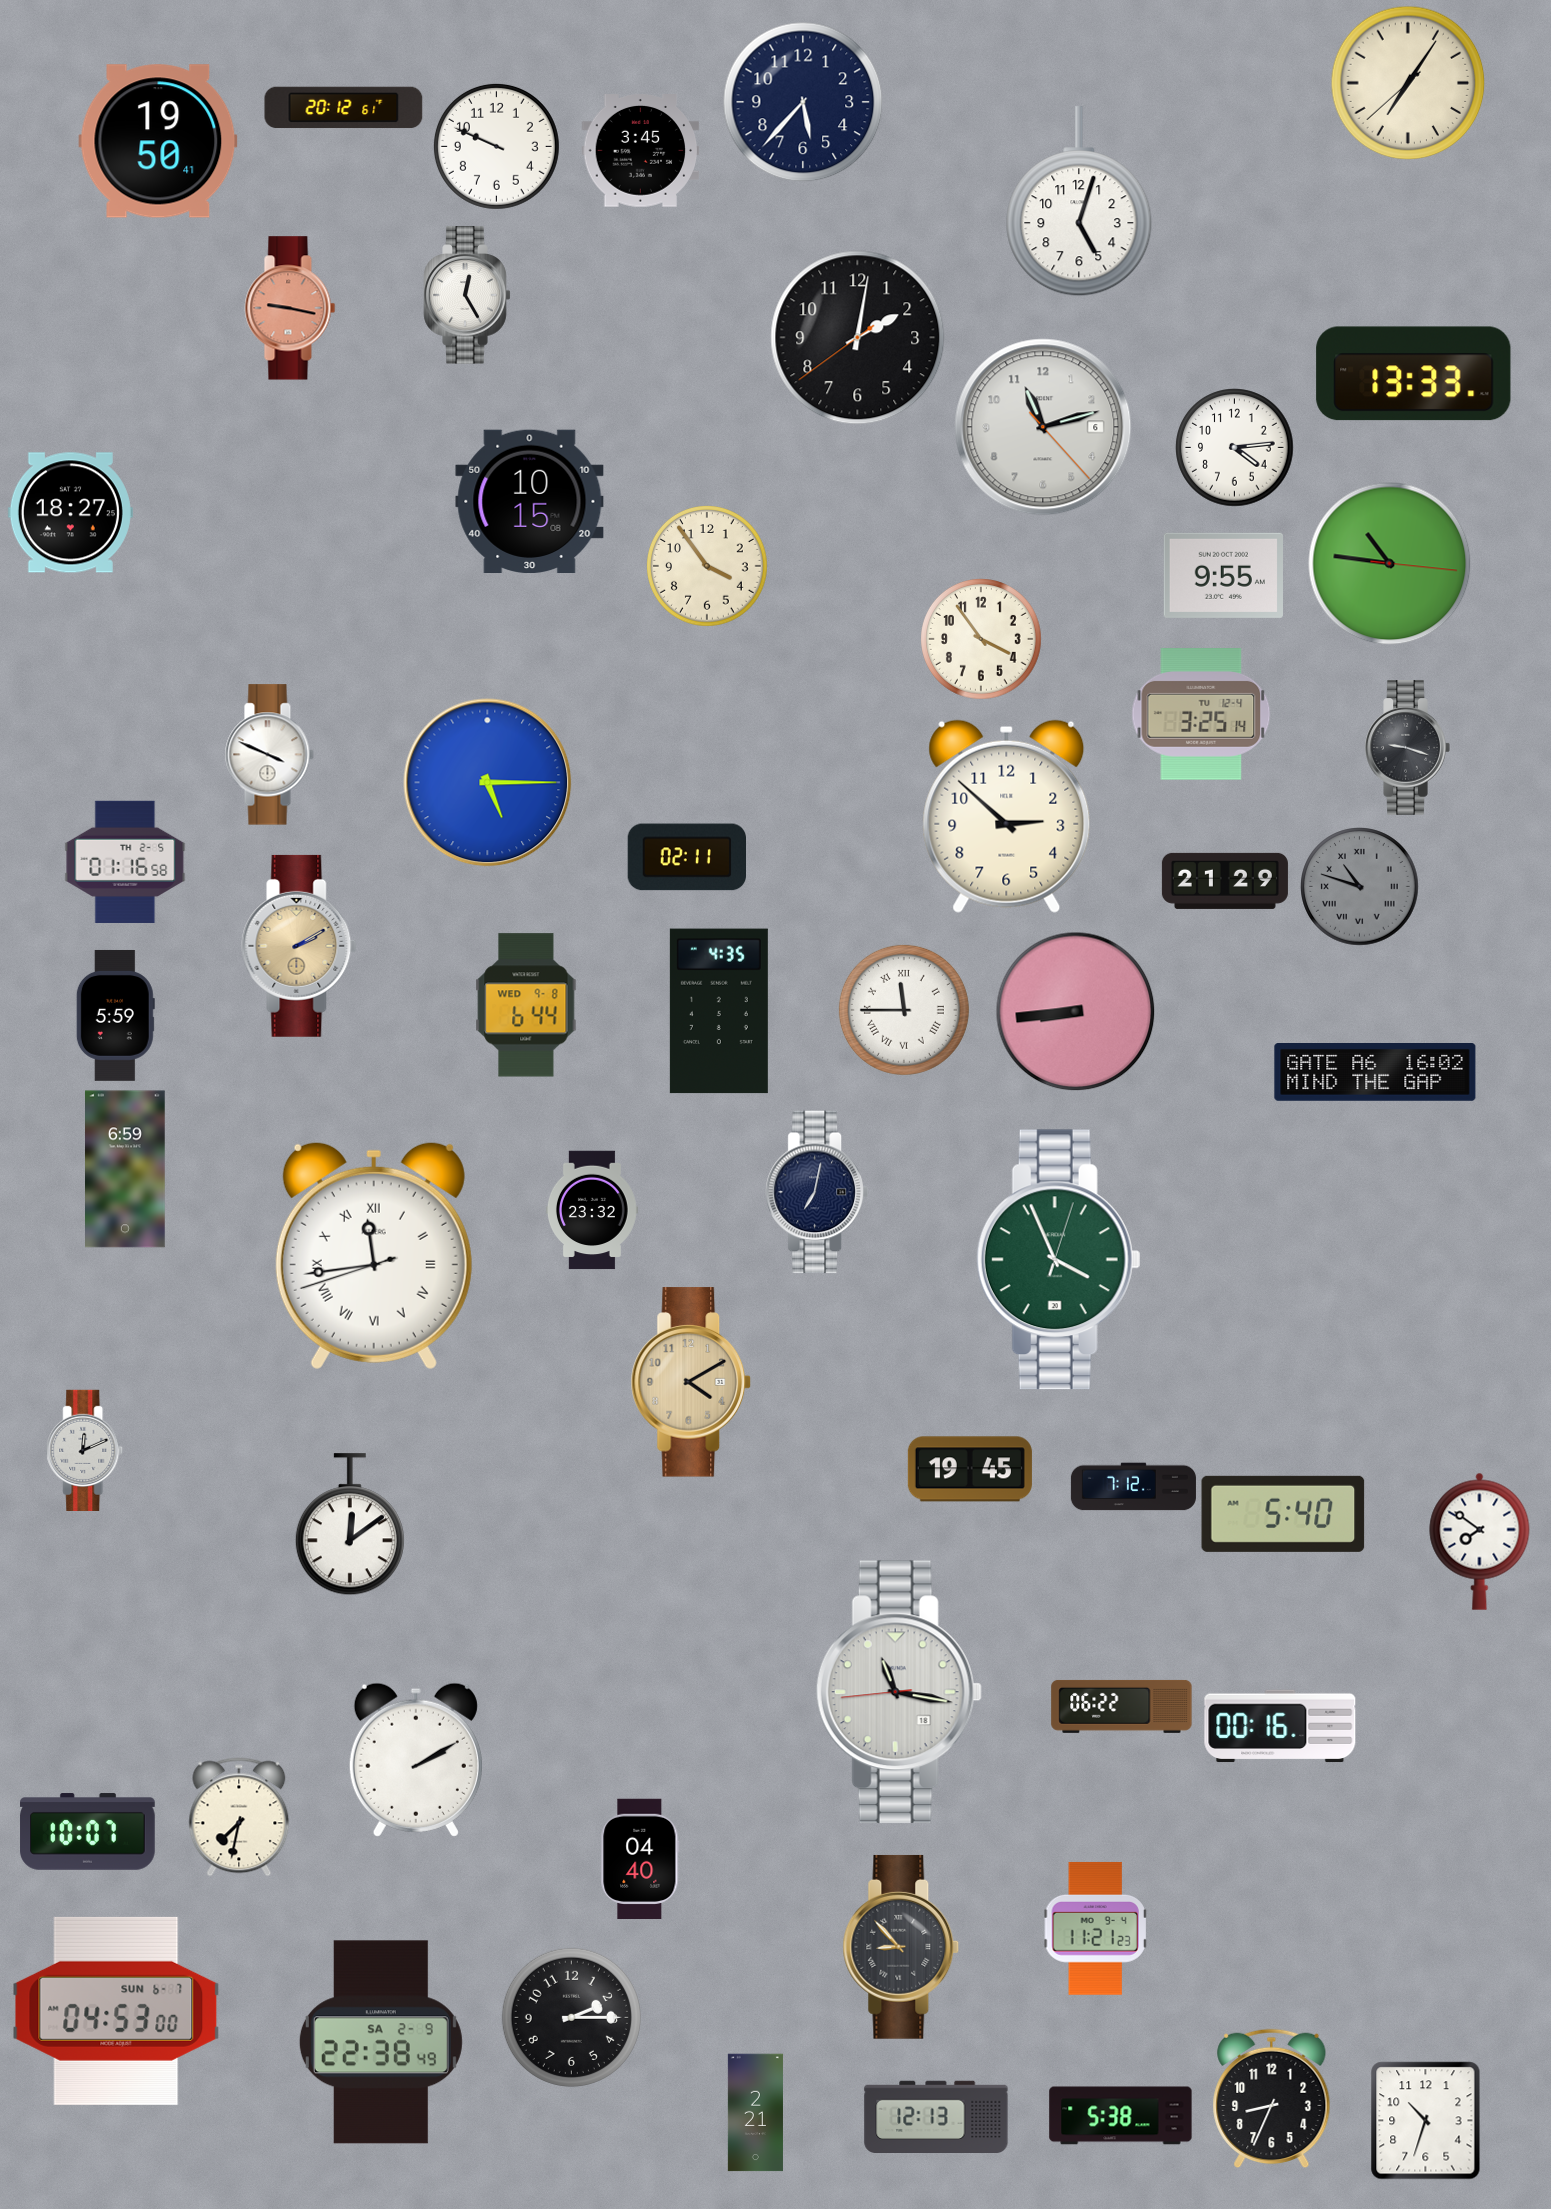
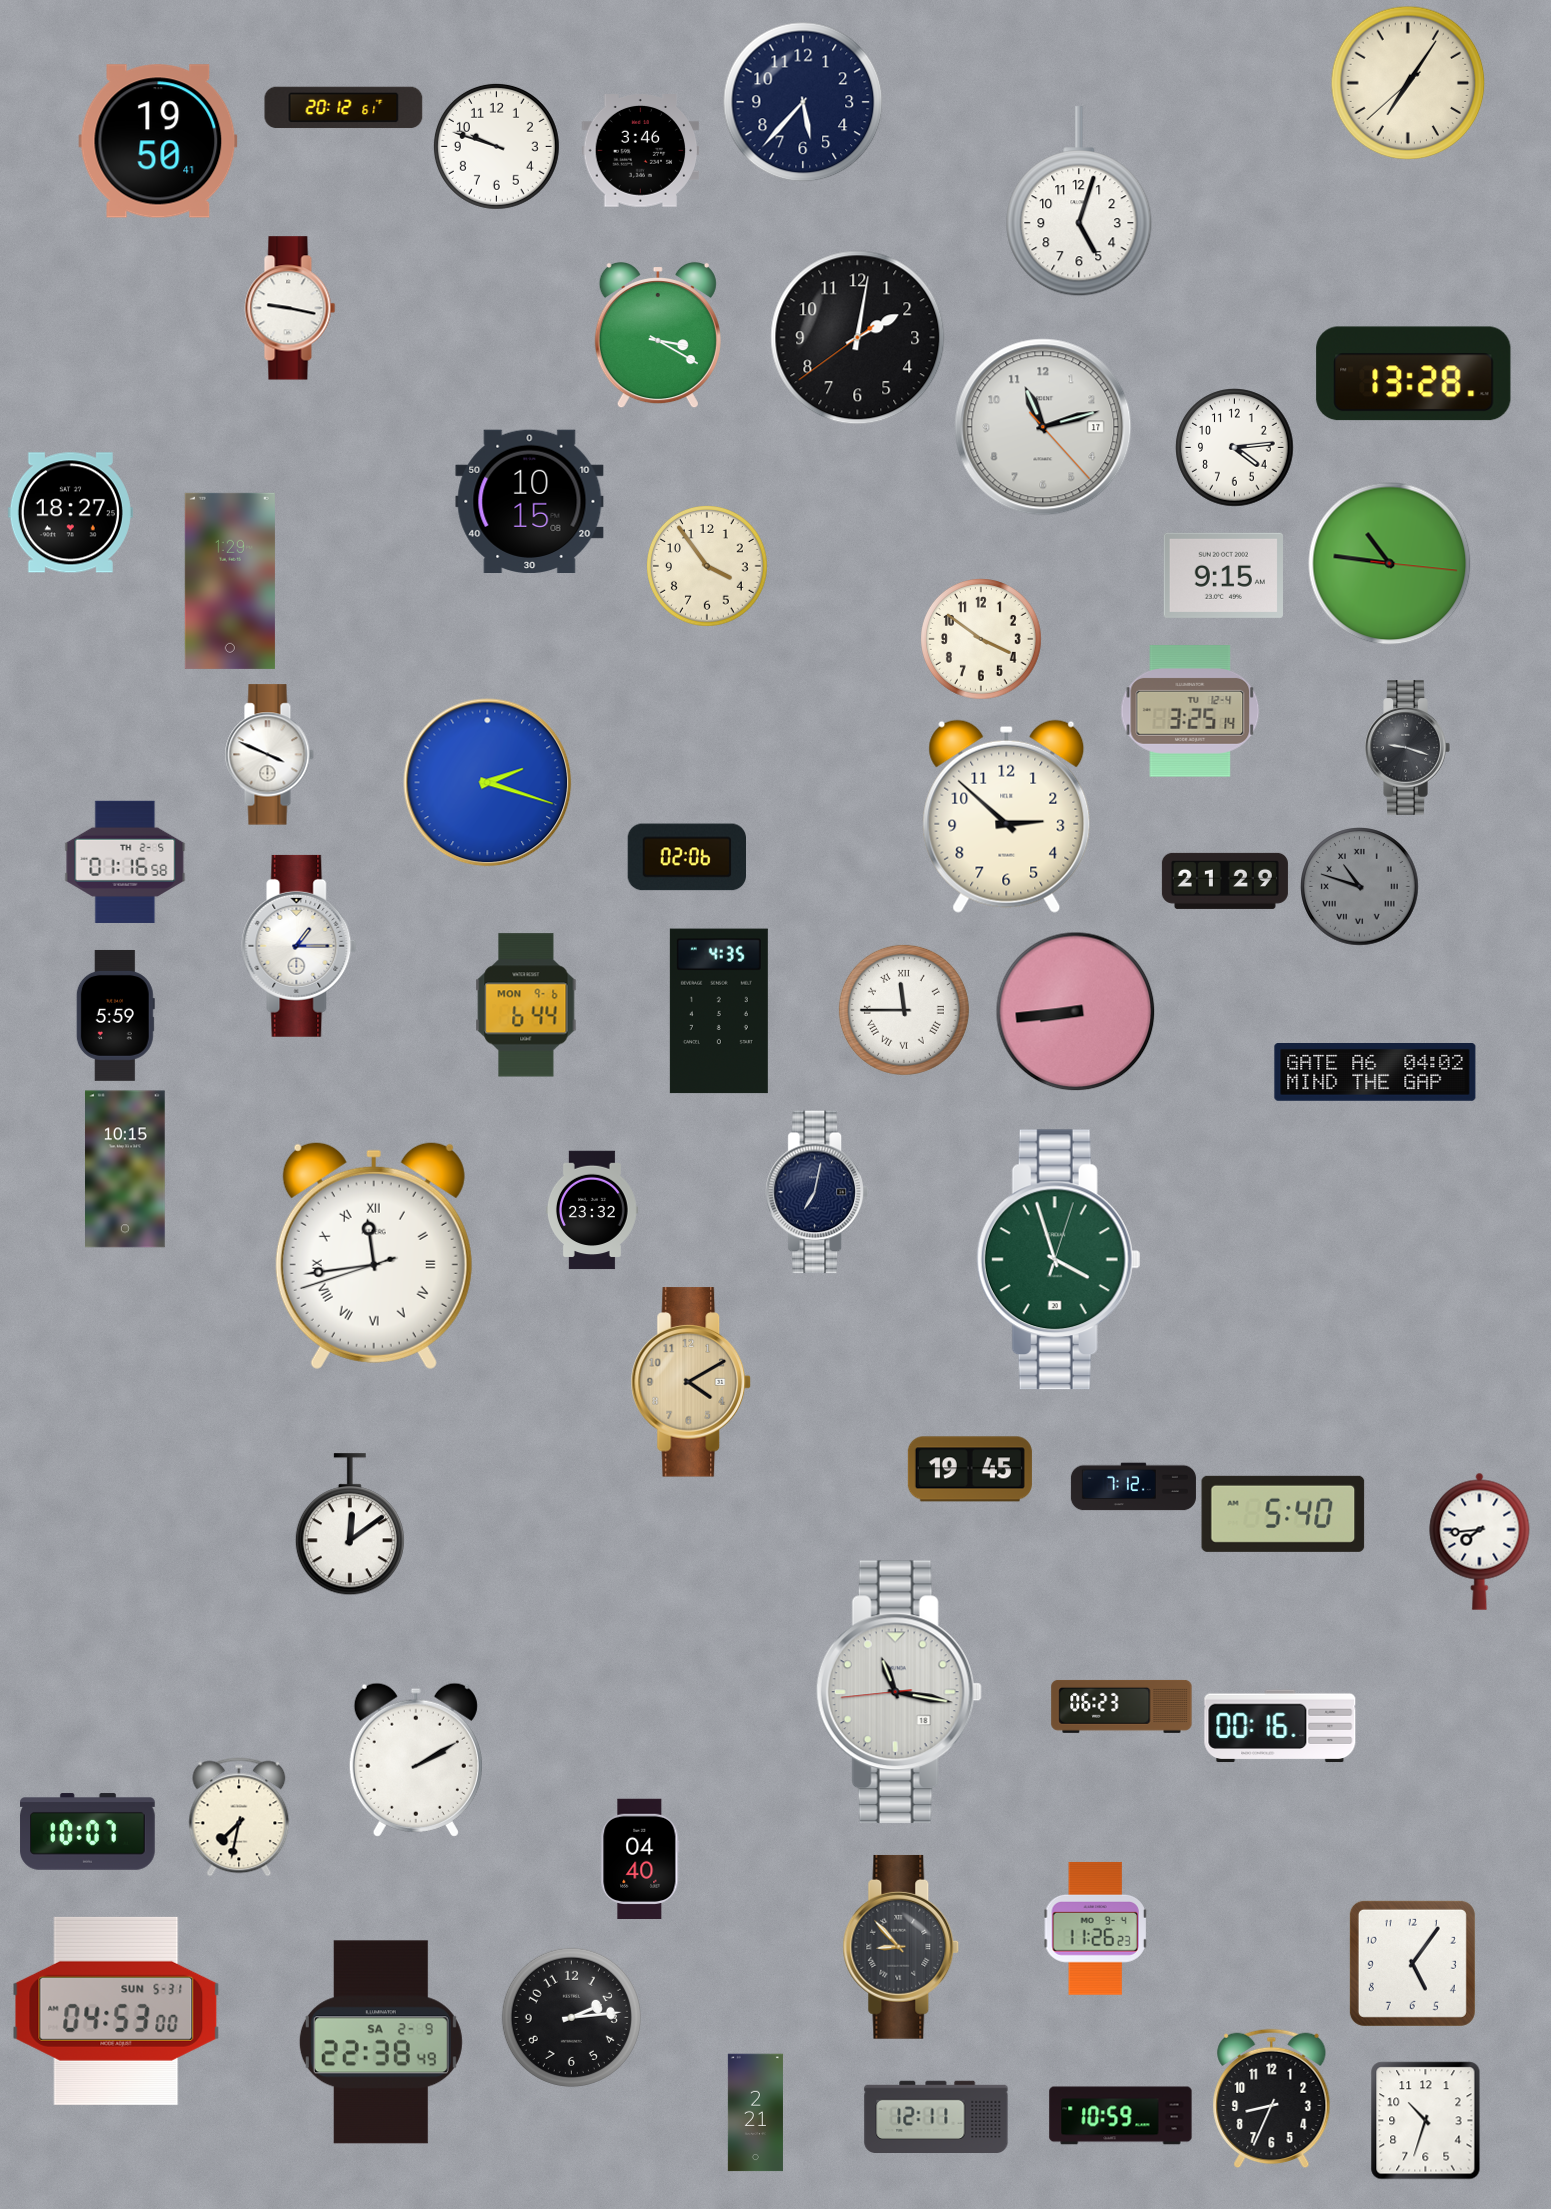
clock at (496, 146): 9:49 -> 9:48
clock at (641, 151): 3:45 -> 3:46
clock at (467, 295): 12:25 -> none
clock at (290, 308) dial: salmon -> white
clock at (658, 335): none -> 3:20
clock at (1414, 374): 13:33 -> 13:28
clock at (1043, 427) date: 6 -> 17
clock at (1223, 575): 9:55 -> 9:15
clock at (230, 581): none -> 1:29
clock at (982, 640): 3:54 -> 3:51
clock at (1201, 715) position: (1201, 715) -> (1190, 712)
clock at (488, 783): 5:15 -> 2:18
clock at (687, 857): 02:11 -> 02:06
clock at (299, 946): 2:10 -> 1:15
clock at (299, 946) dial: champagne -> white
clock at (526, 1005) date: WED 9-8 -> MON 9-6
clock at (1375, 1073): 16:02 -> 04:02
clock at (126, 1169): 6:59 -> 10:15
clock at (1058, 1260): 3:56 -> 3:57
clock at (85, 1450): 12:11 -> none
clock at (1480, 1541): 7:51 -> 7:44
clock at (1122, 1706): 06:22 -> 06:23
clock at (1096, 1928): 11:21 -> 11:26
clock at (1412, 1963): none -> 5:06
clock at (116, 2011) date: SUN 6-7 -> SUN 5-31
clock at (571, 2017): 2:15 -> 2:14
clock at (936, 2116): 12:13 -> 12:11
clock at (1121, 2116): 5:38 -> 10:59
